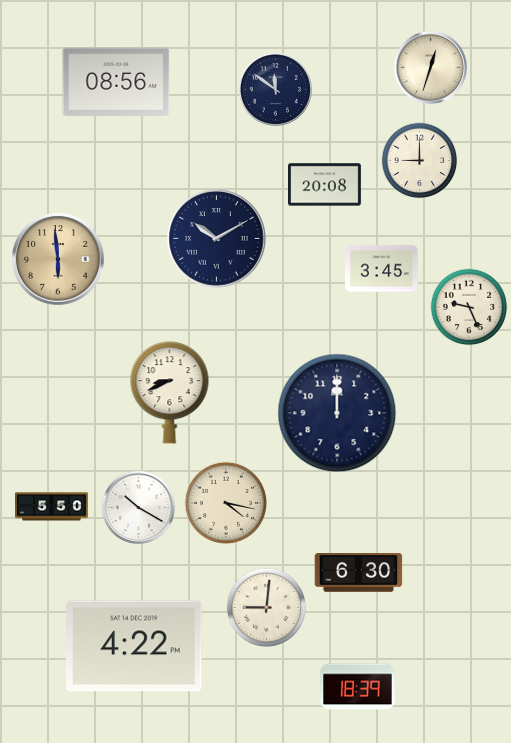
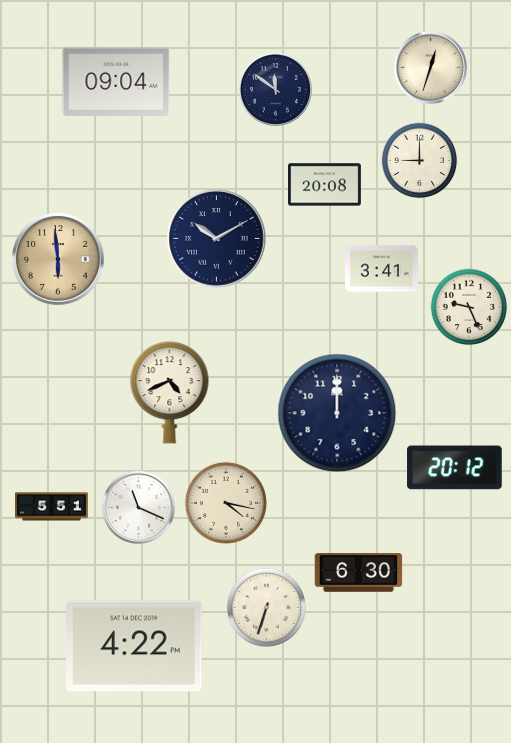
clock at (116, 81): 08:56 -> 09:04
clock at (382, 269): 3:45 -> 3:41
clock at (170, 393): 8:41 -> 4:41
clock at (455, 468): none -> 20:12
clock at (52, 507): 5:50 -> 5:51
clock at (138, 507): 10:20 -> 11:19
clock at (266, 607): 9:01 -> 6:33
clock at (358, 687): 18:39 -> none
